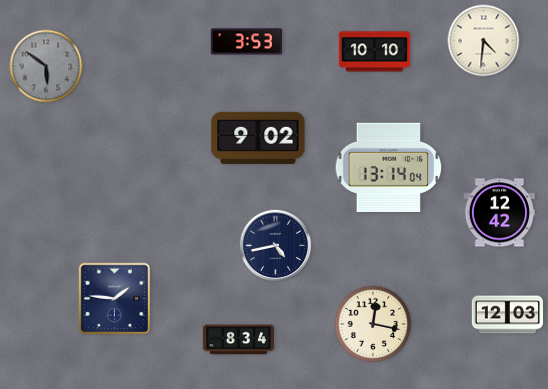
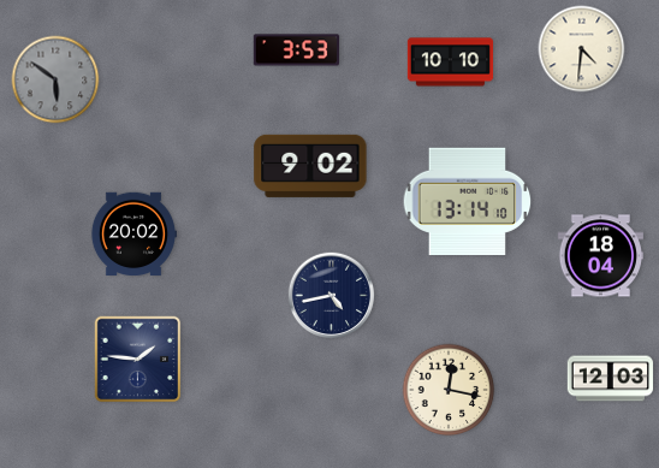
clock at (389, 167): 13:14:04 -> 13:14:10
clock at (132, 233): none -> 20:02
clock at (499, 213): 12:42 -> 18:04
clock at (239, 340): 8:34 -> none
